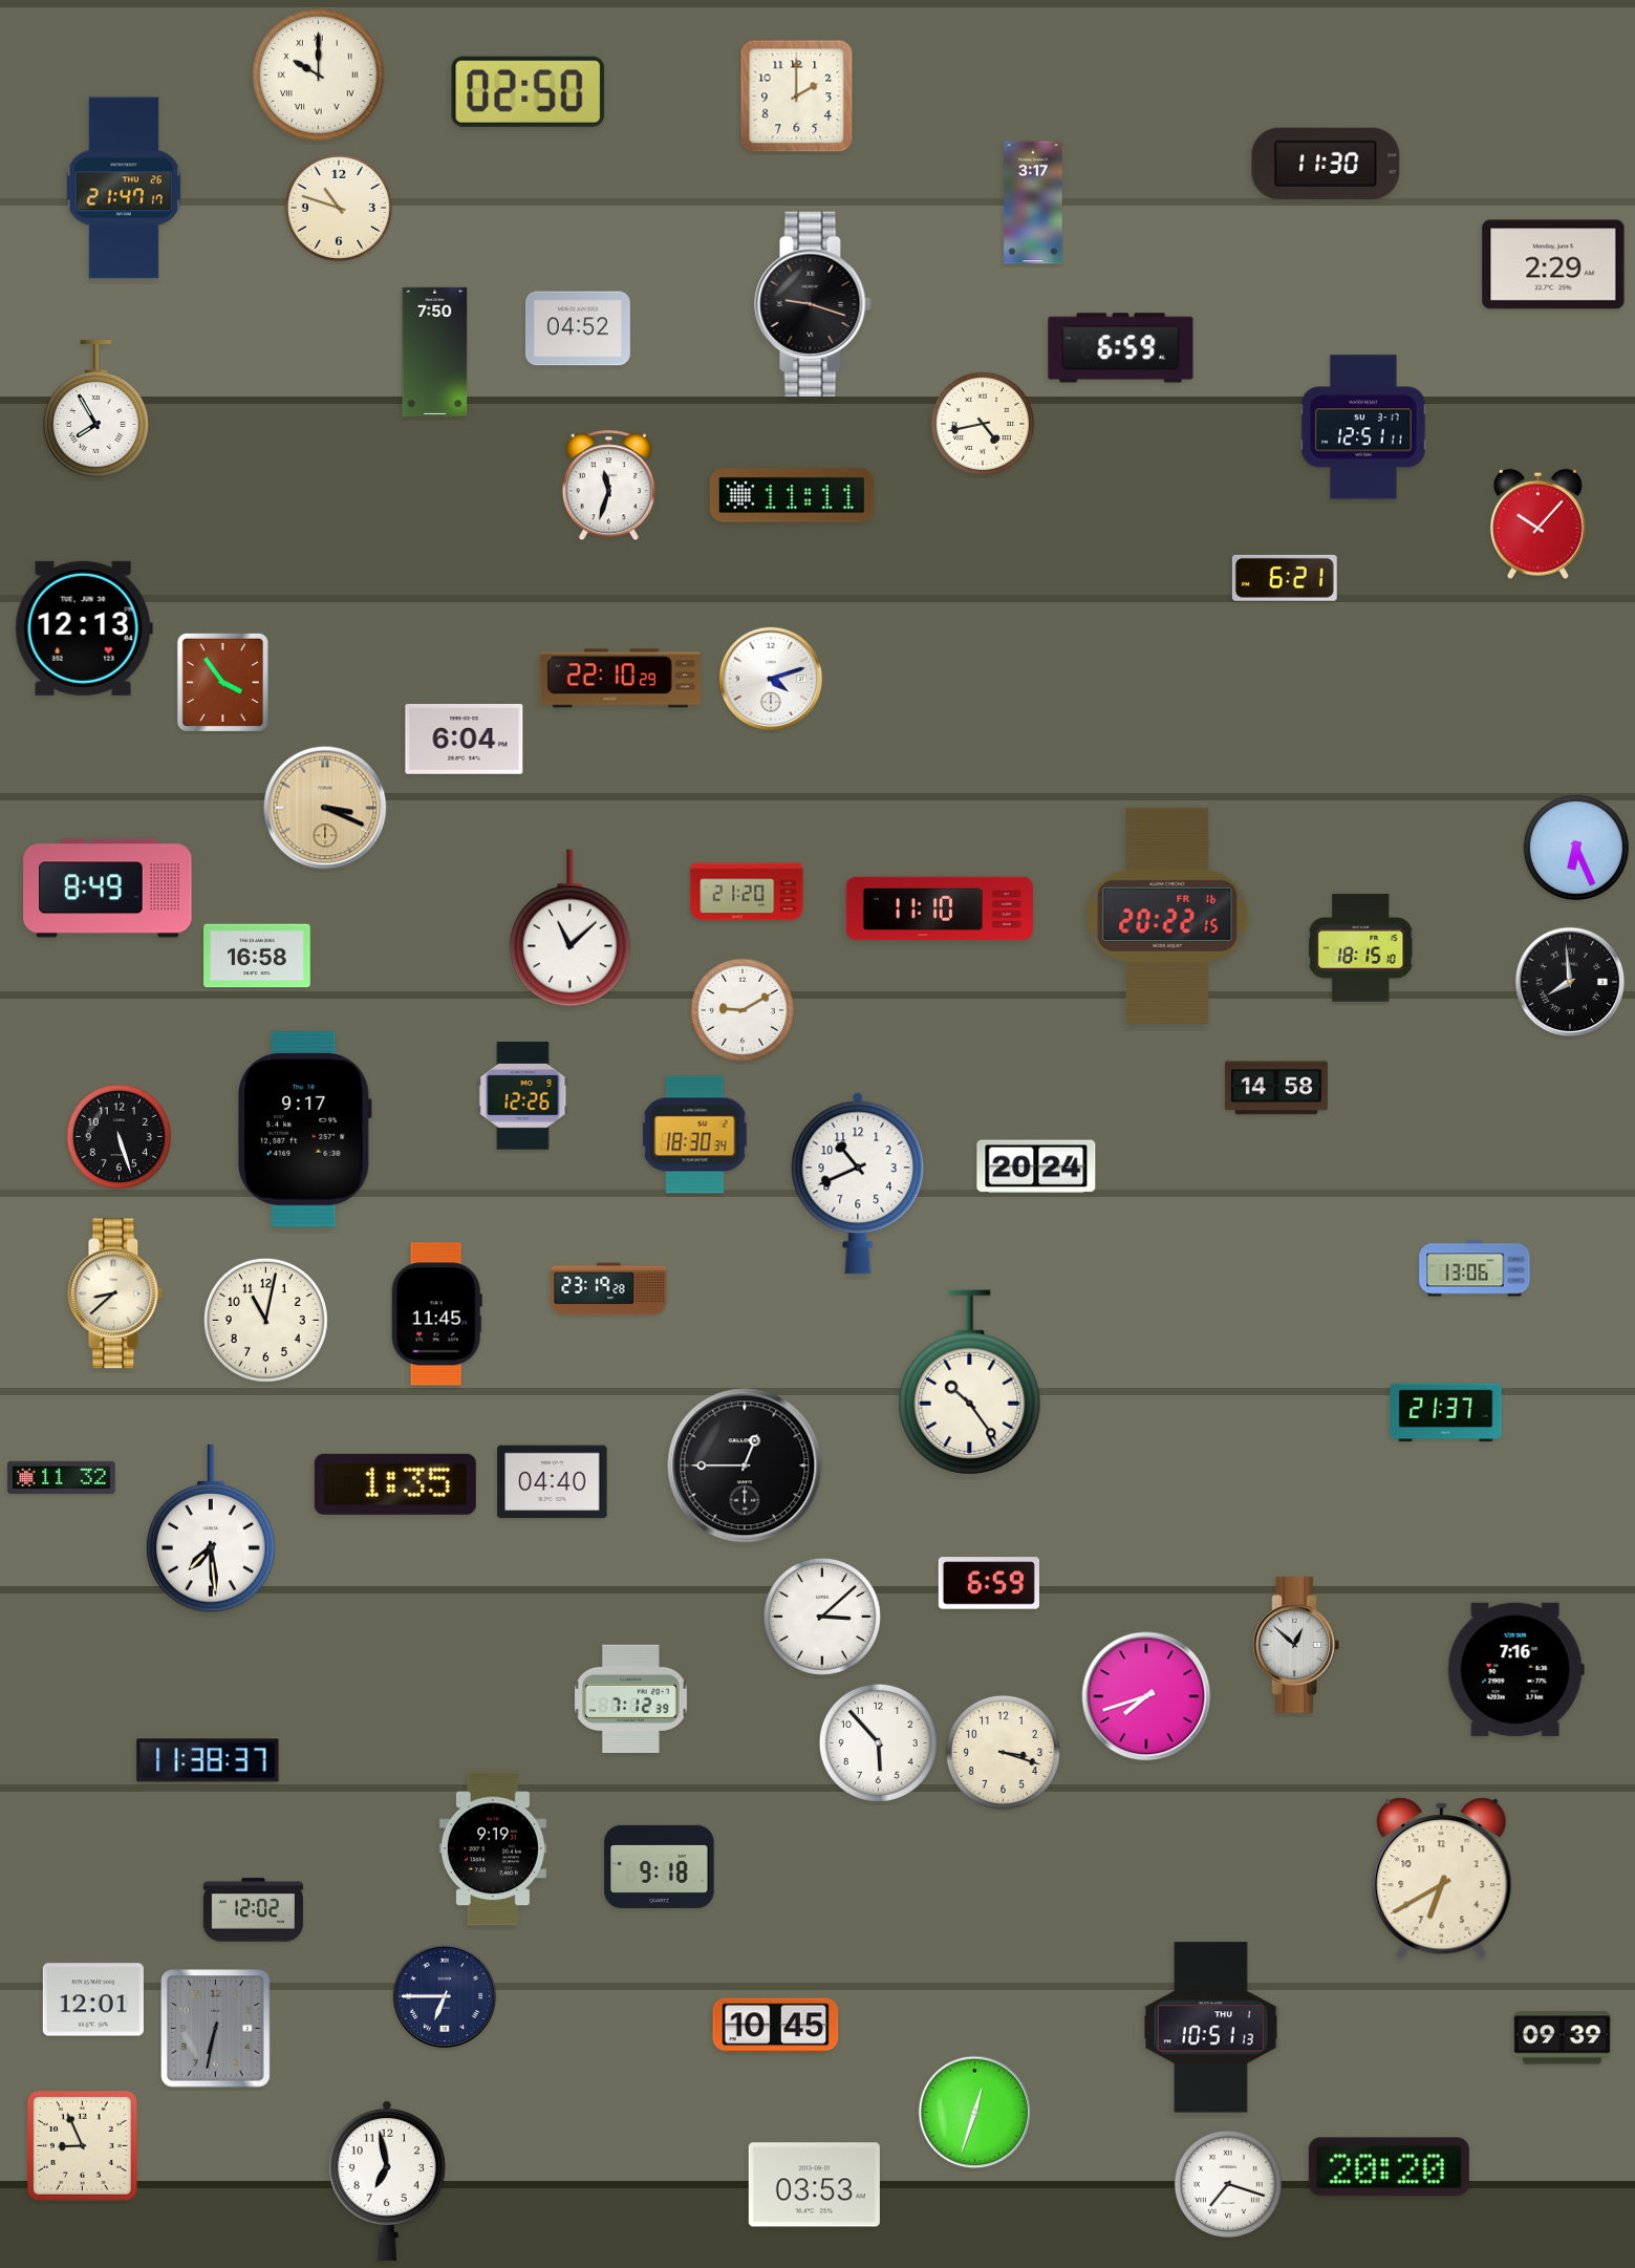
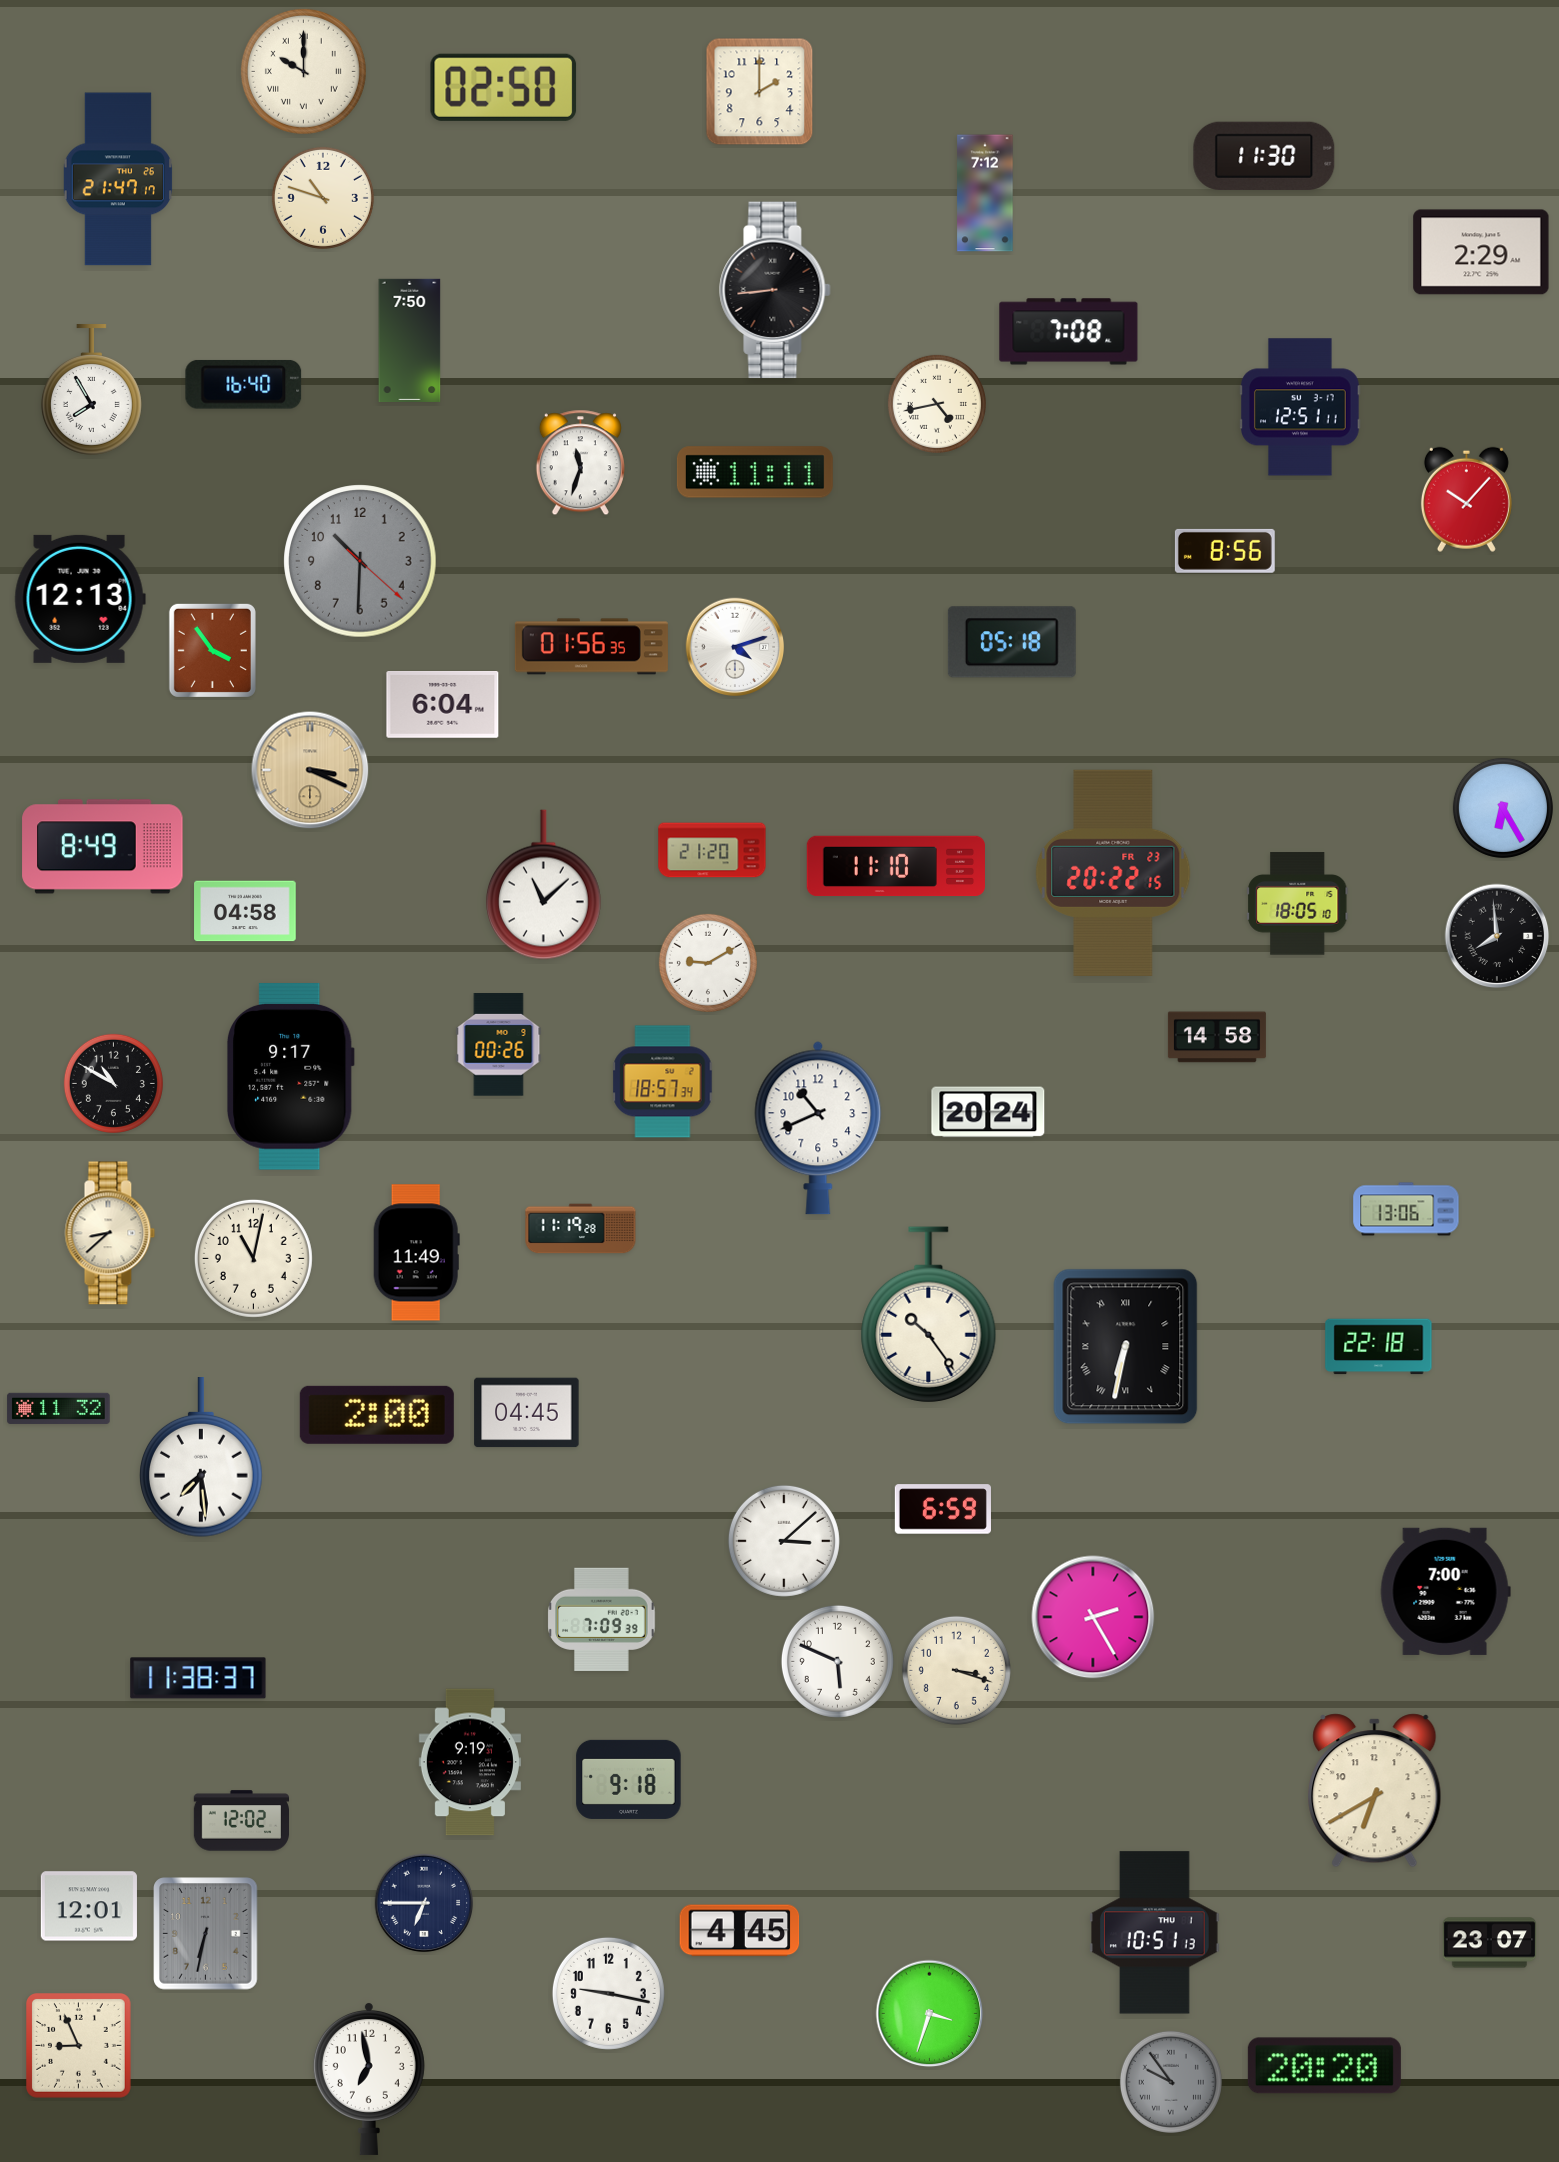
clock at (1033, 202): 3:17 -> 7:12
clock at (813, 304): 9:18 -> 8:44
clock at (578, 328): 04:52 -> none
clock at (1121, 348): 6:59 -> 7:08
clock at (435, 351) position: (435, 351) -> (410, 340)
clock at (244, 384): none -> 16:40
clock at (1285, 578): 6:21 -> 8:56
clock at (360, 561): none -> 10:30
clock at (1012, 642): none -> 05:18
clock at (620, 679): 22:10 -> 01:56
clock at (1576, 848): 6:26 -> 6:25
clock at (1167, 916) date: FR 16 -> FR 23
clock at (1361, 948): 18:15 -> 18:05
clock at (257, 956): 16:58 -> 04:58
clock at (523, 1096): 12:26 -> 00:26
clock at (695, 1135): 18:30 -> 18:57
clock at (119, 1136): 5:27 -> 10:50
clock at (609, 1289): 23:19 -> 11:19
clock at (436, 1314): 11:45 -> 11:49
clock at (970, 1383) position: (970, 1383) -> (929, 1315)
clock at (1126, 1347): none -> 6:32
clock at (1446, 1413): 21:37 -> 22:18
clock at (745, 1465): 12:45 -> none
clock at (553, 1482): 04:40 -> 04:45
clock at (395, 1484): 1:35 -> 2:00
clock at (1295, 1646): 12:52 -> none
clock at (1515, 1669): 7:16 -> 7:00
clock at (1146, 1696): 7:42 -> 2:25
clock at (631, 1698): 7:12 -> 7:09
clock at (878, 1742): 5:53 -> 5:49
clock at (776, 2026): 10:45 -> 4:45
clock at (1563, 2038): 09:39 -> 23:07
clock at (608, 1993): none -> 9:17
clock at (975, 2113): 12:33 -> 3:33
clock at (1228, 2184): 7:18 -> 9:54
clock at (1228, 2184) dial: white -> grey
clock at (814, 2185): 03:53 -> none
